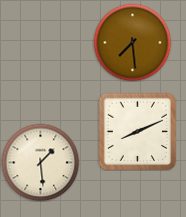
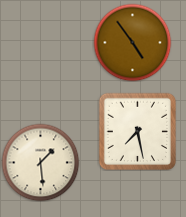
clock at (132, 42): 7:29 -> 4:54
clock at (137, 131): 8:11 -> 7:28
